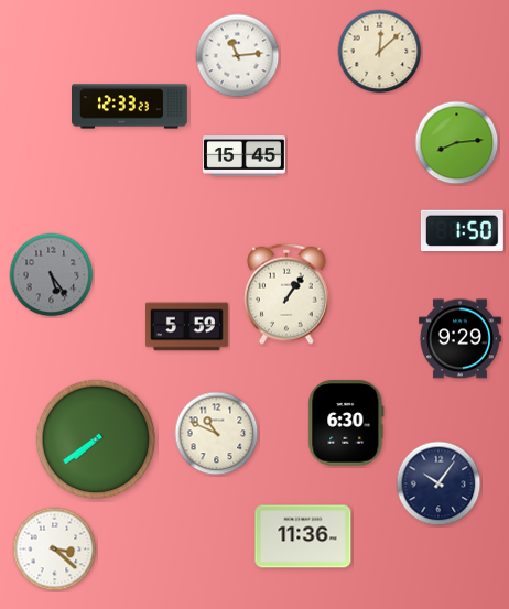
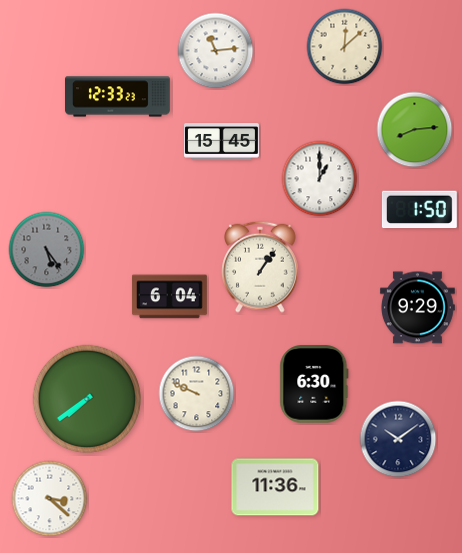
clock at (320, 179): none -> 1:00
clock at (186, 327): 5:59 -> 6:04
clock at (217, 434): 10:49 -> 9:49
clock at (438, 483): 10:06 -> 10:09
